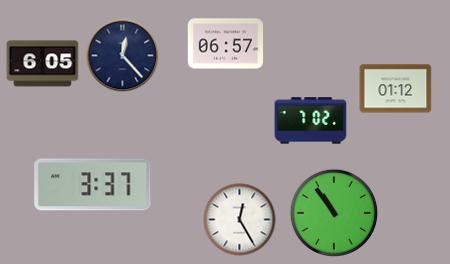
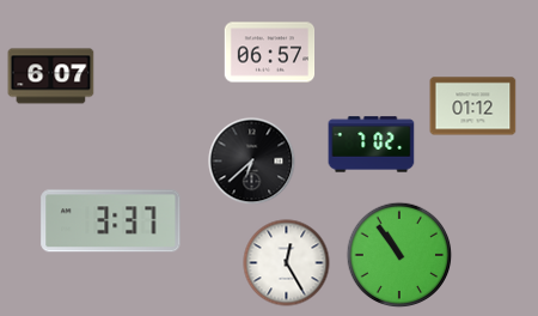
clock at (123, 56): 12:23 -> none
clock at (43, 64): 6:05 -> 6:07
clock at (252, 162): none -> 6:38
